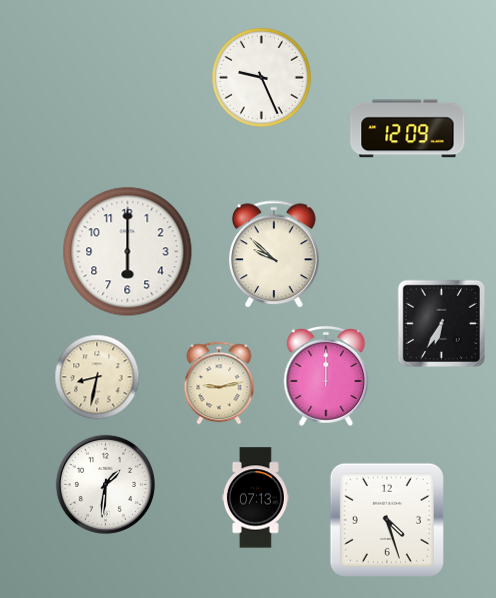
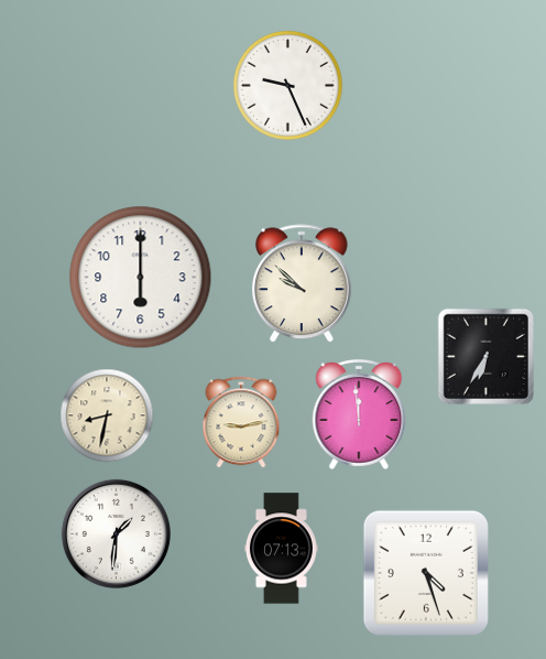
clock at (408, 129): 12:09 -> none
clock at (275, 255) position: (275, 255) -> (303, 284)
clock at (326, 376): 12:00 -> 11:59
